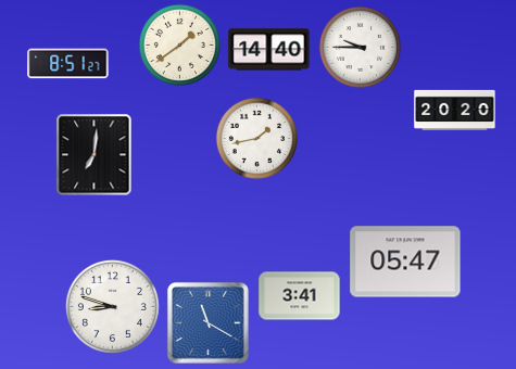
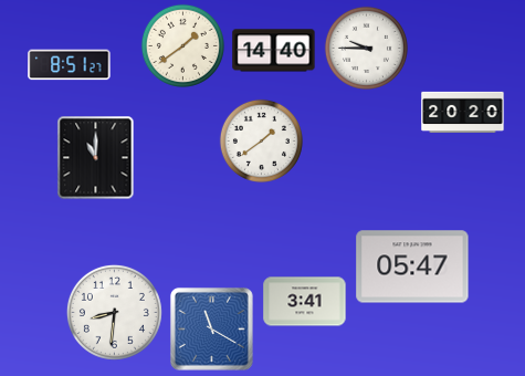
clock at (256, 138): 1:43 -> 1:39
clock at (95, 155): 7:01 -> 11:00
clock at (112, 306): 8:48 -> 8:31
